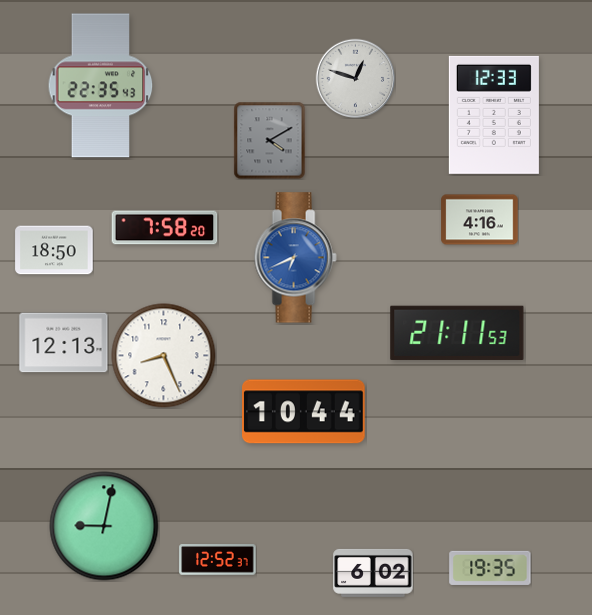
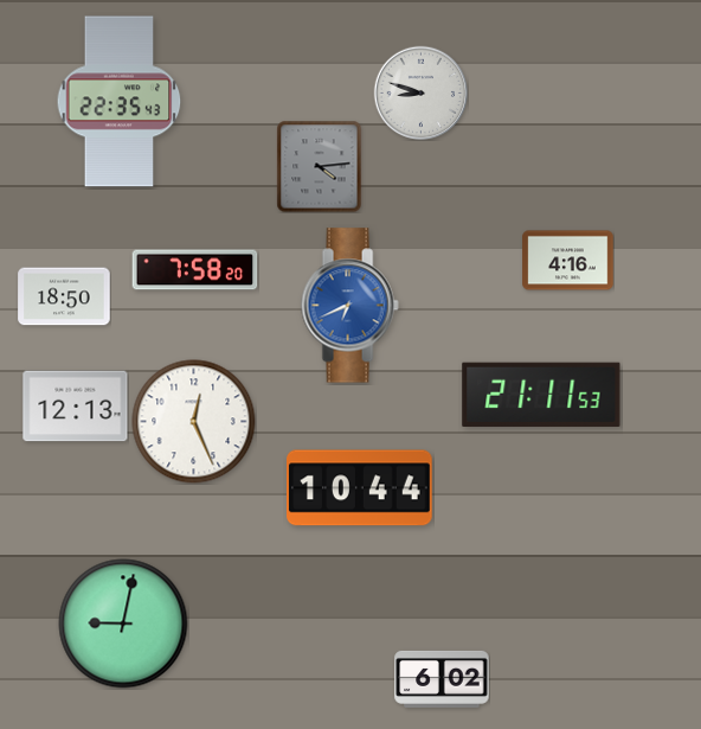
clock at (355, 78): 12:48 -> 8:48
clock at (494, 115): 12:33 -> none
clock at (270, 140): 4:10 -> 4:14
clock at (164, 356): 8:26 -> 12:26
clock at (218, 560): 12:52 -> none
clock at (490, 568): 19:35 -> none
